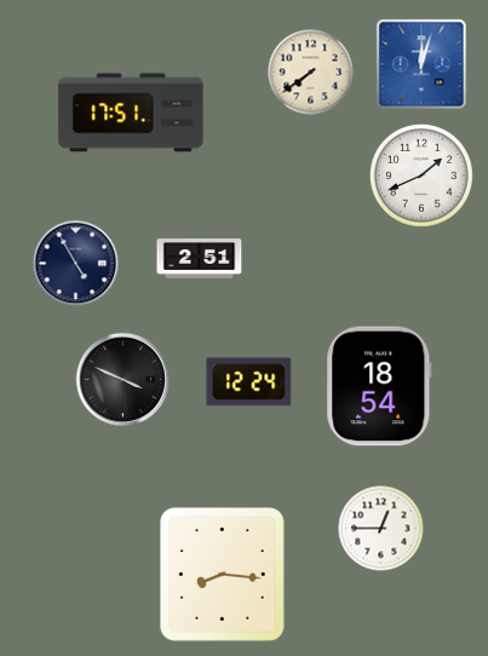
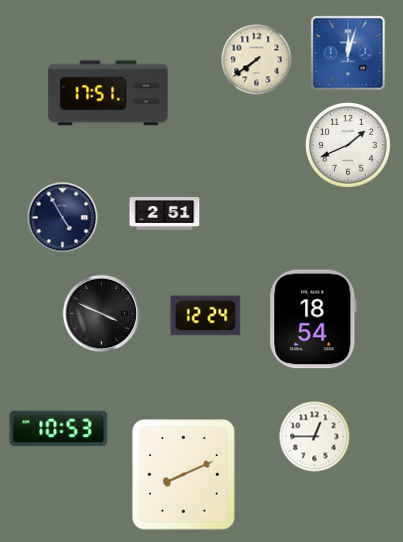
clock at (59, 429): none -> 10:53
clock at (223, 575): 8:16 -> 8:11
